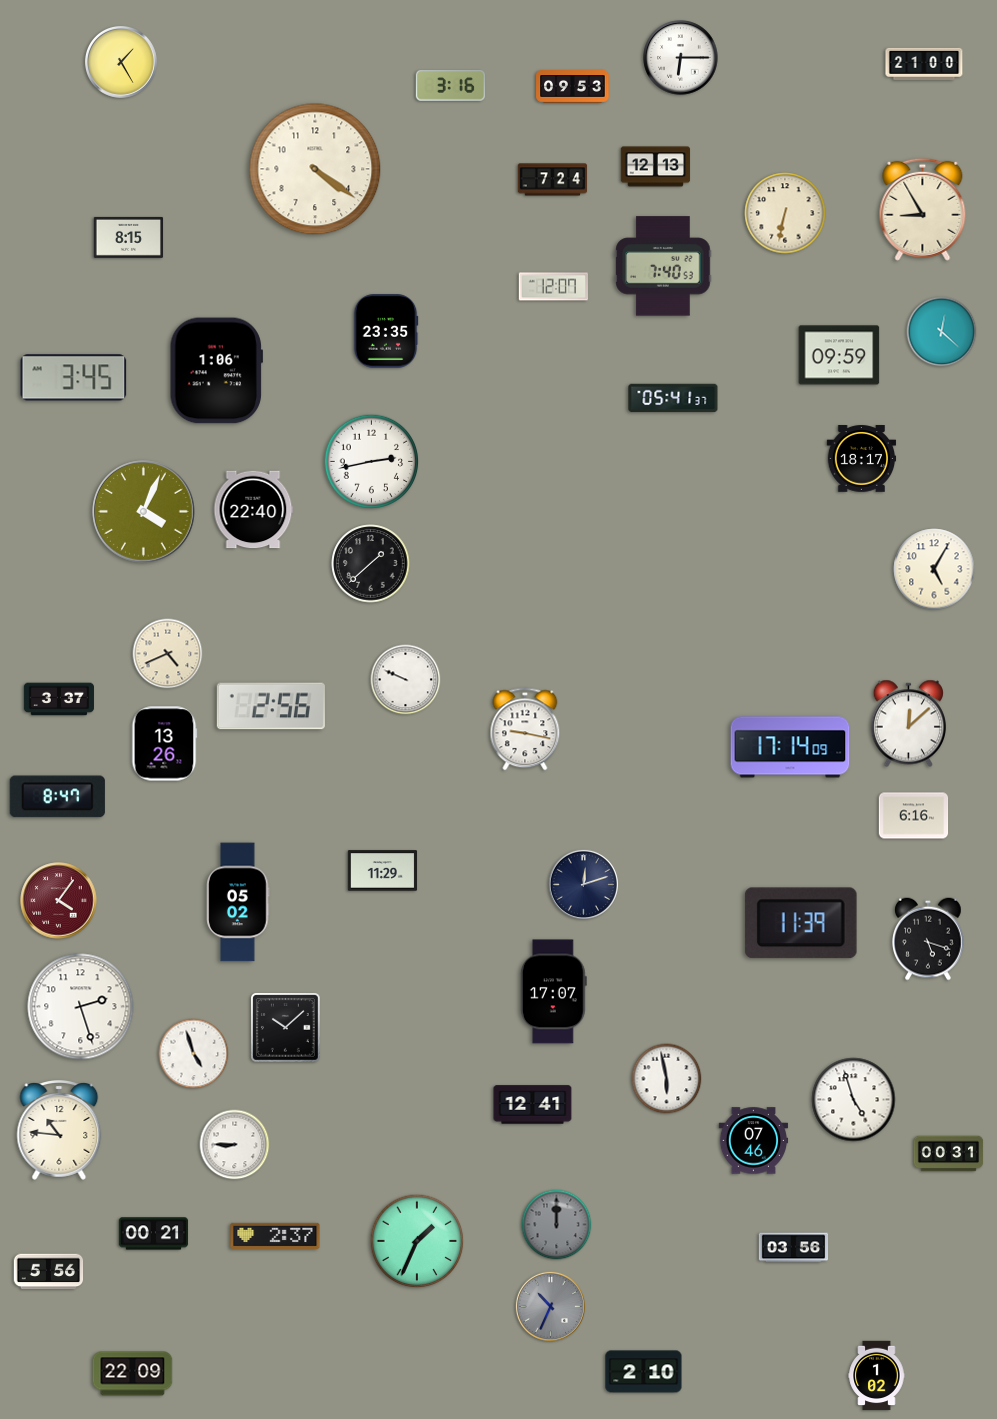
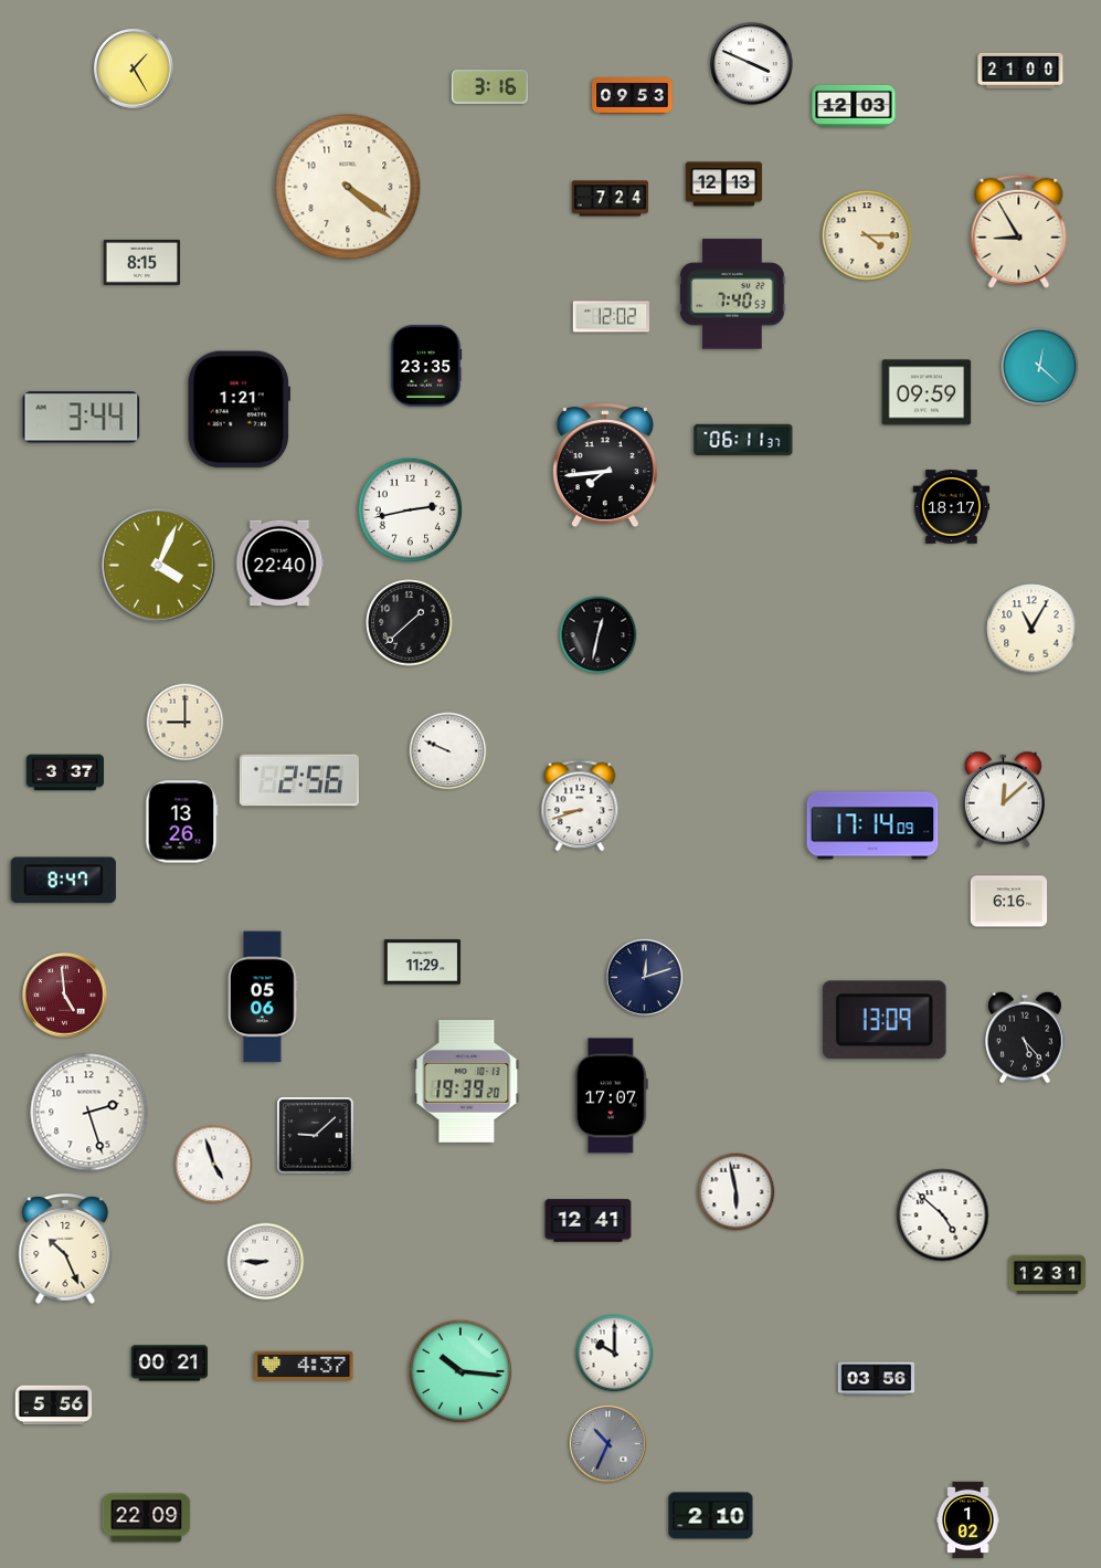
clock at (681, 58): 6:15 -> 3:49
clock at (450, 86) position: (450, 86) -> (489, 87)
clock at (854, 106): none -> 12:03
clock at (785, 213): 6:32 -> 4:15
clock at (553, 287): 12:07 -> 12:02
clock at (216, 371): 1:06 -> 1:21
clock at (74, 378): 3:45 -> 3:44
clock at (673, 398): 05:41 -> 06:11
clock at (605, 466): none -> 7:44
clock at (934, 569): 5:05 -> 11:05
clock at (599, 635): none -> 12:32
clock at (168, 654): 4:41 -> 9:00
clock at (525, 729): 9:17 -> 8:42
clock at (59, 901): 4:06 -> 4:59
clock at (238, 902): 05:02 -> 05:06
clock at (801, 923): 11:39 -> 13:09
clock at (928, 939): 5:18 -> 5:23
clock at (467, 1082): none -> 19:39
clock at (286, 1028): 10:08 -> 9:08
clock at (854, 1100): 4:57 -> 4:52
clock at (59, 1131): 10:46 -> 10:26
clock at (754, 1141): 07:46 -> none
clock at (235, 1145) position: (235, 1145) -> (266, 1262)
clock at (949, 1154): 00:31 -> 12:31
clock at (557, 1225): 12:00 -> 10:00
clock at (557, 1225) dial: grey -> white
clock at (275, 1235): 2:37 -> 4:37
clock at (417, 1241): 1:34 -> 10:16
